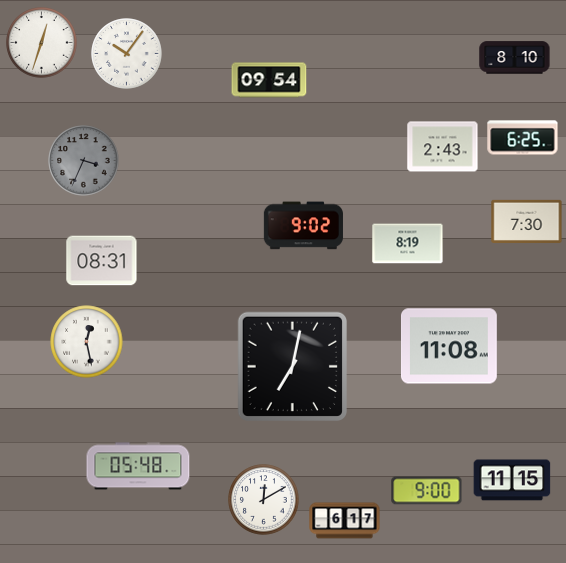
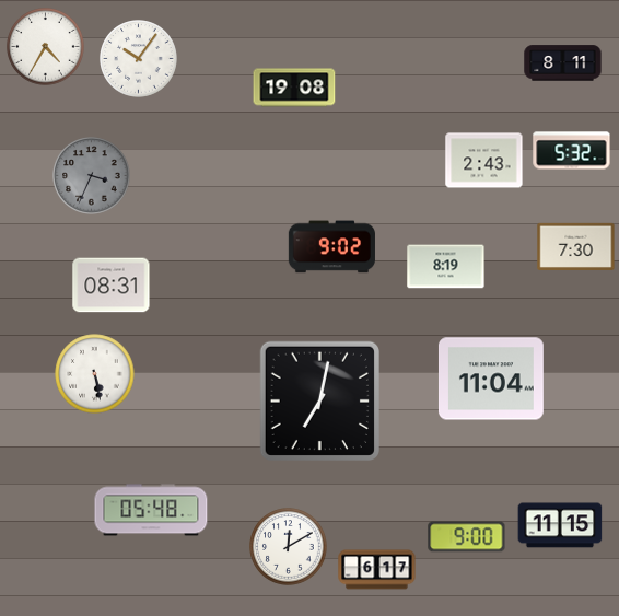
clock at (42, 43): 12:33 -> 4:35
clock at (515, 58): 8:10 -> 8:11
clock at (269, 80): 09:54 -> 19:08
clock at (523, 138): 6:25 -> 5:32
clock at (527, 221) position: (527, 221) -> (576, 246)
clock at (87, 342): 12:28 -> 5:28
clock at (449, 346): 11:08 -> 11:04
